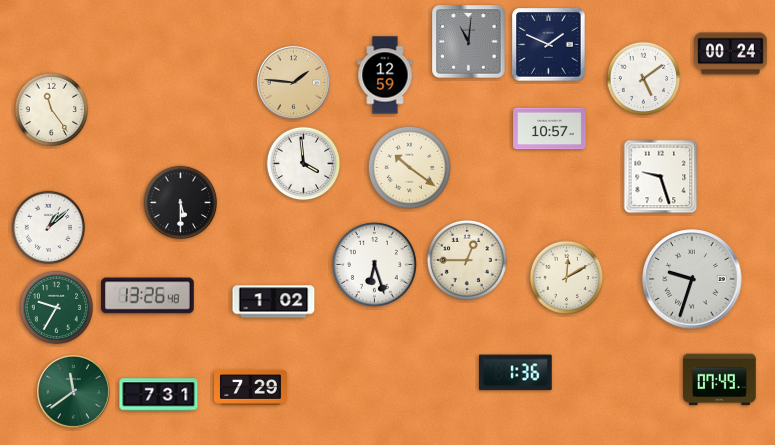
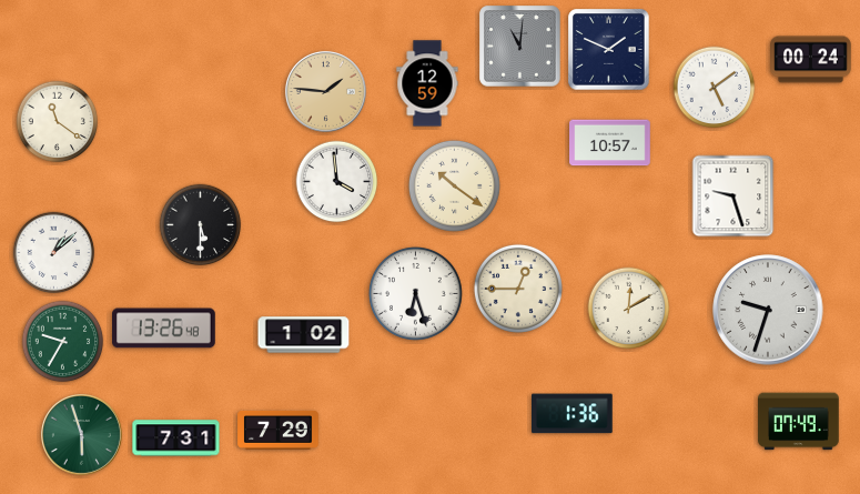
clock at (52, 110): 11:24 -> 11:21
clock at (73, 391): 11:39 -> 5:57
